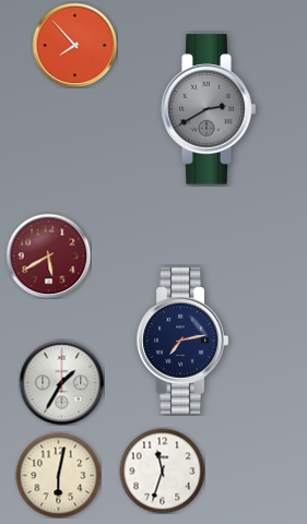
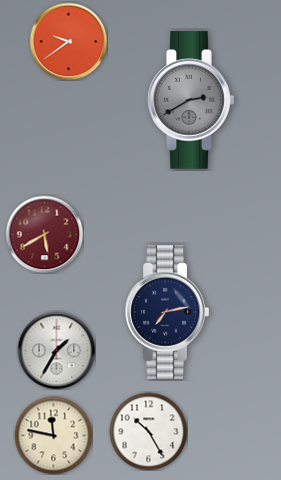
clock at (74, 45): 7:53 -> 9:39
clock at (162, 471): 11:33 -> 10:25
clock at (58, 475): 6:02 -> 11:47
